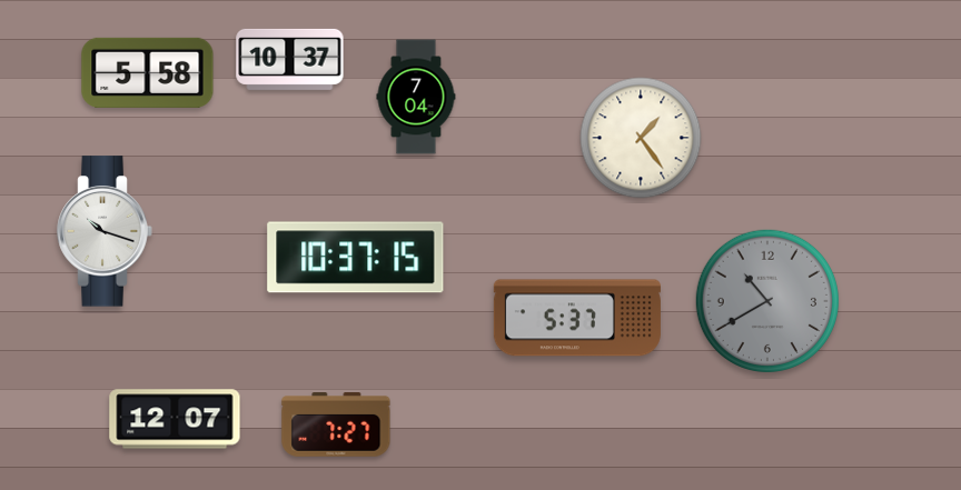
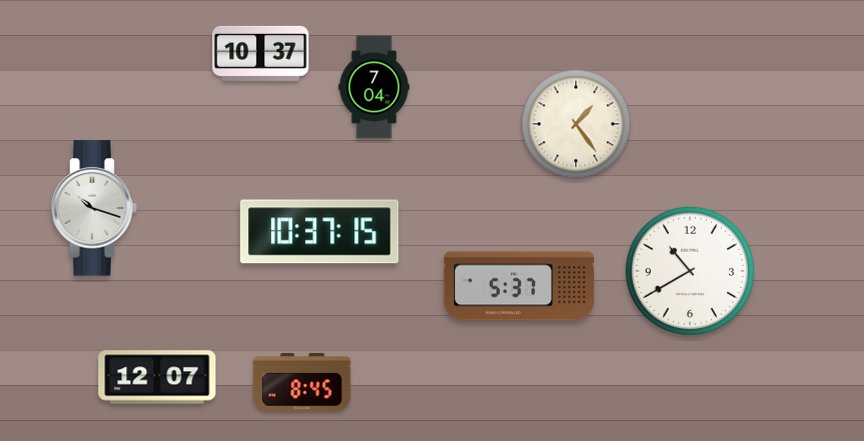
clock at (148, 72): 5:58 -> none
clock at (766, 300) dial: grey -> white
clock at (336, 426): 7:27 -> 8:45
